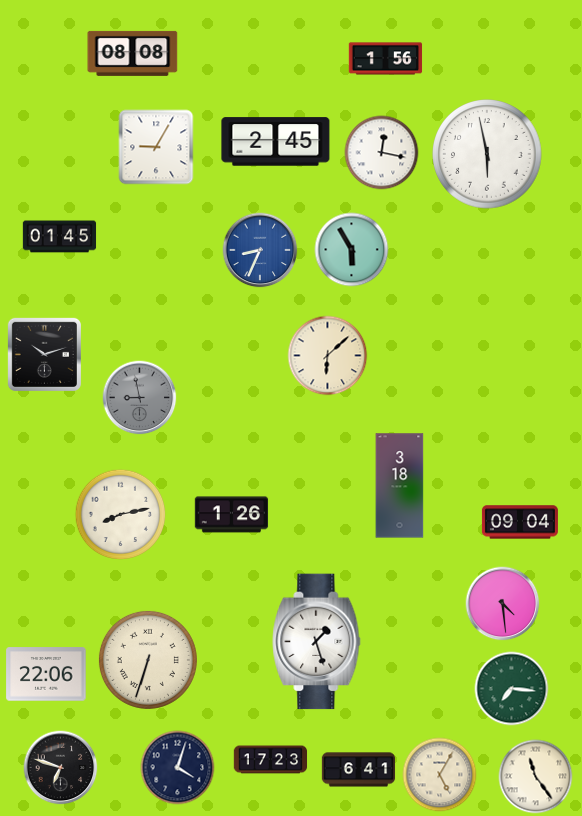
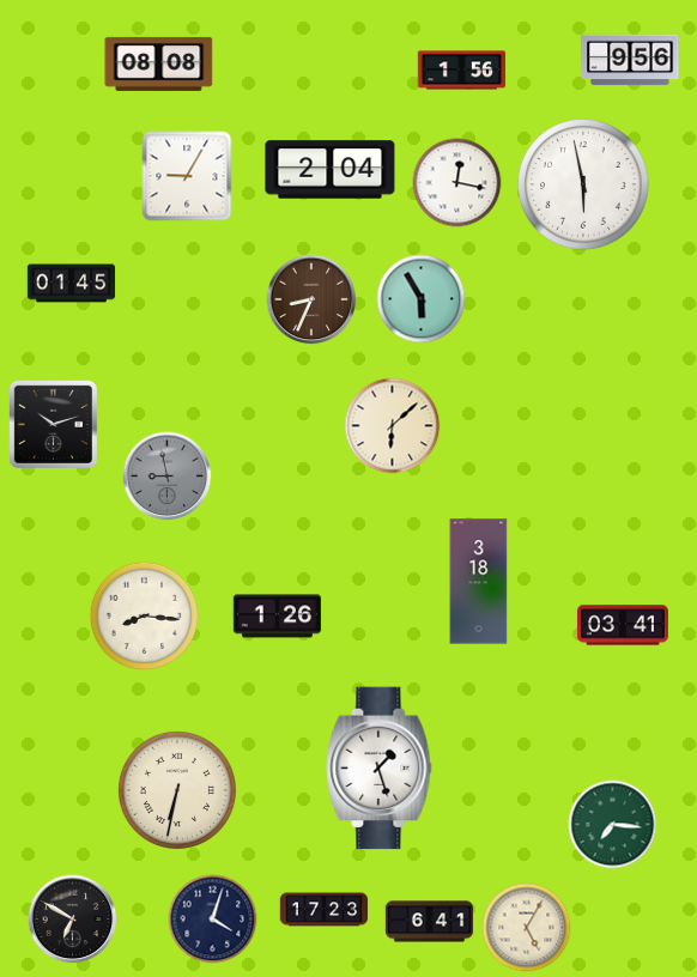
clock at (630, 60): none -> 9:56
clock at (276, 142): 2:45 -> 2:04
clock at (260, 250) dial: blue -> brown
clock at (121, 515): 8:13 -> 8:16
clock at (520, 522): 09:04 -> 03:41
clock at (503, 604): 4:29 -> none
clock at (148, 660): 6:33 -> 6:32
clock at (46, 674): 22:06 -> none
clock at (61, 768): 6:48 -> 6:50
clock at (536, 777): 11:24 -> none
